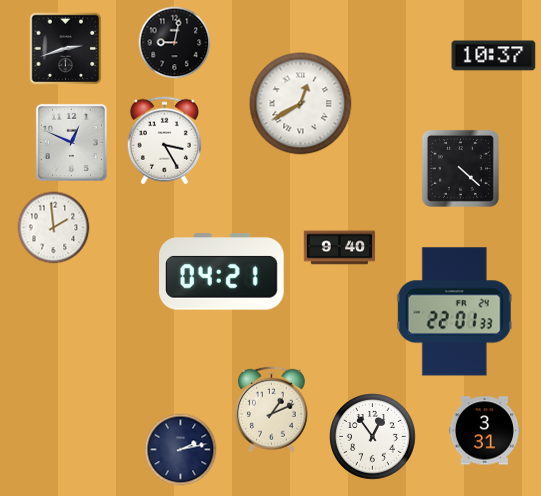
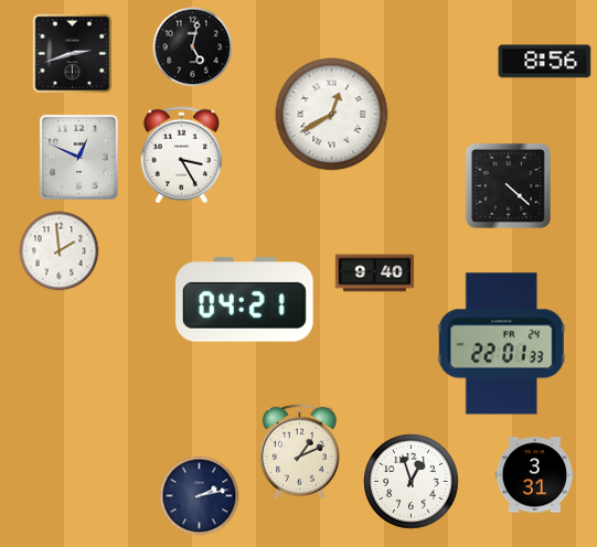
clock at (175, 43): 9:02 -> 5:02
clock at (494, 56): 10:37 -> 8:56
clock at (373, 437): 12:54 -> 12:57
